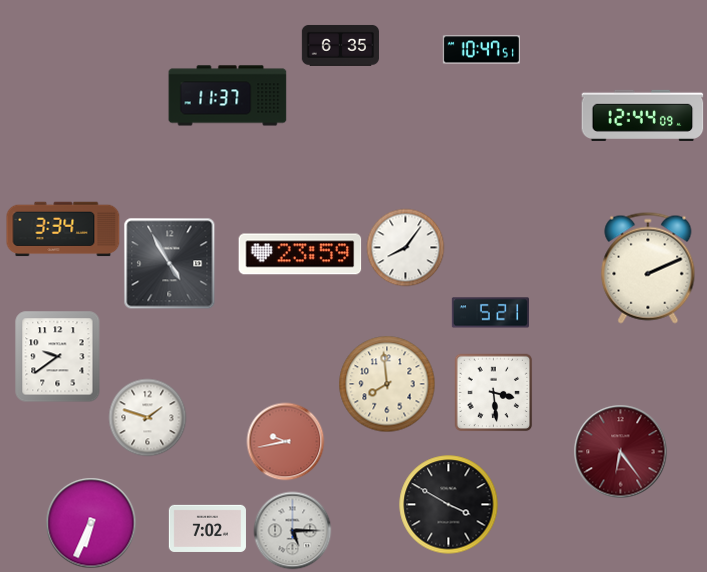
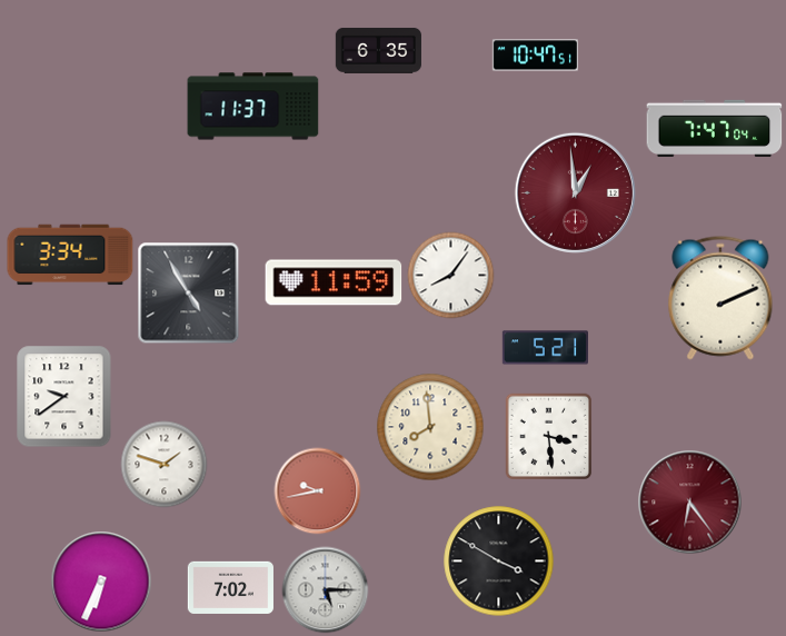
clock at (643, 115): 12:44 -> 7:47
clock at (575, 192): none -> 12:59
clock at (300, 254): 23:59 -> 11:59
